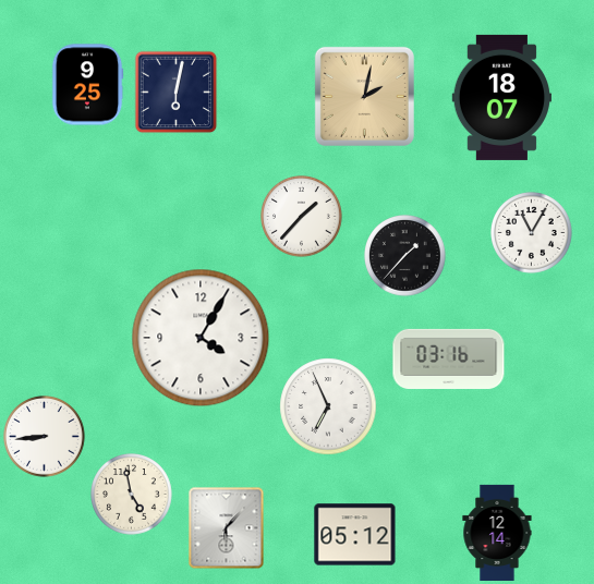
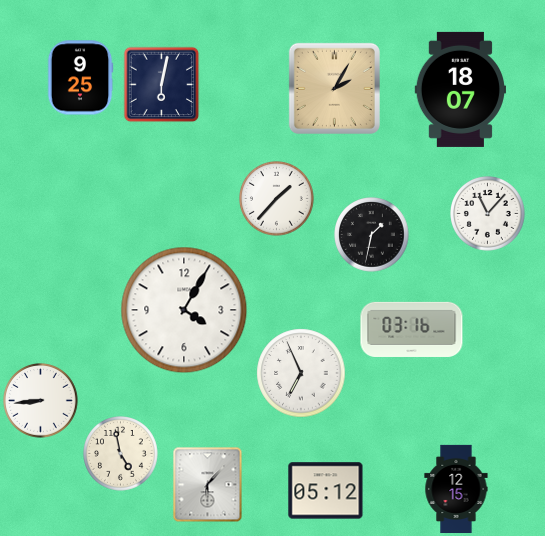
clock at (364, 96): 2:02 -> 2:05
clock at (532, 233): 11:05 -> 11:07
clock at (405, 256): 1:37 -> 1:32
clock at (497, 532): 12:14 -> 12:15
